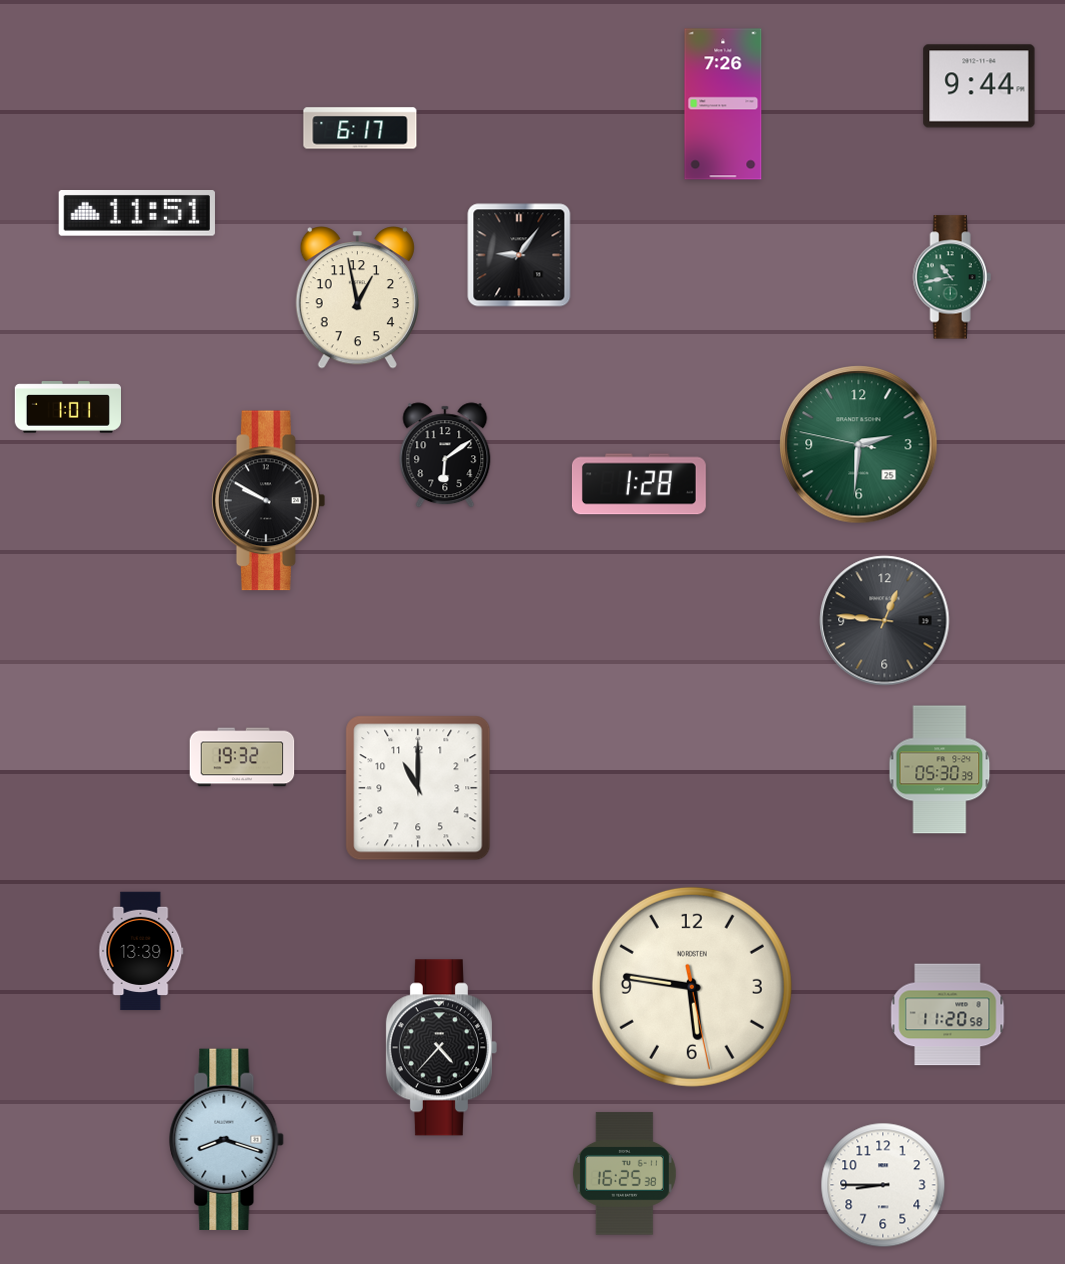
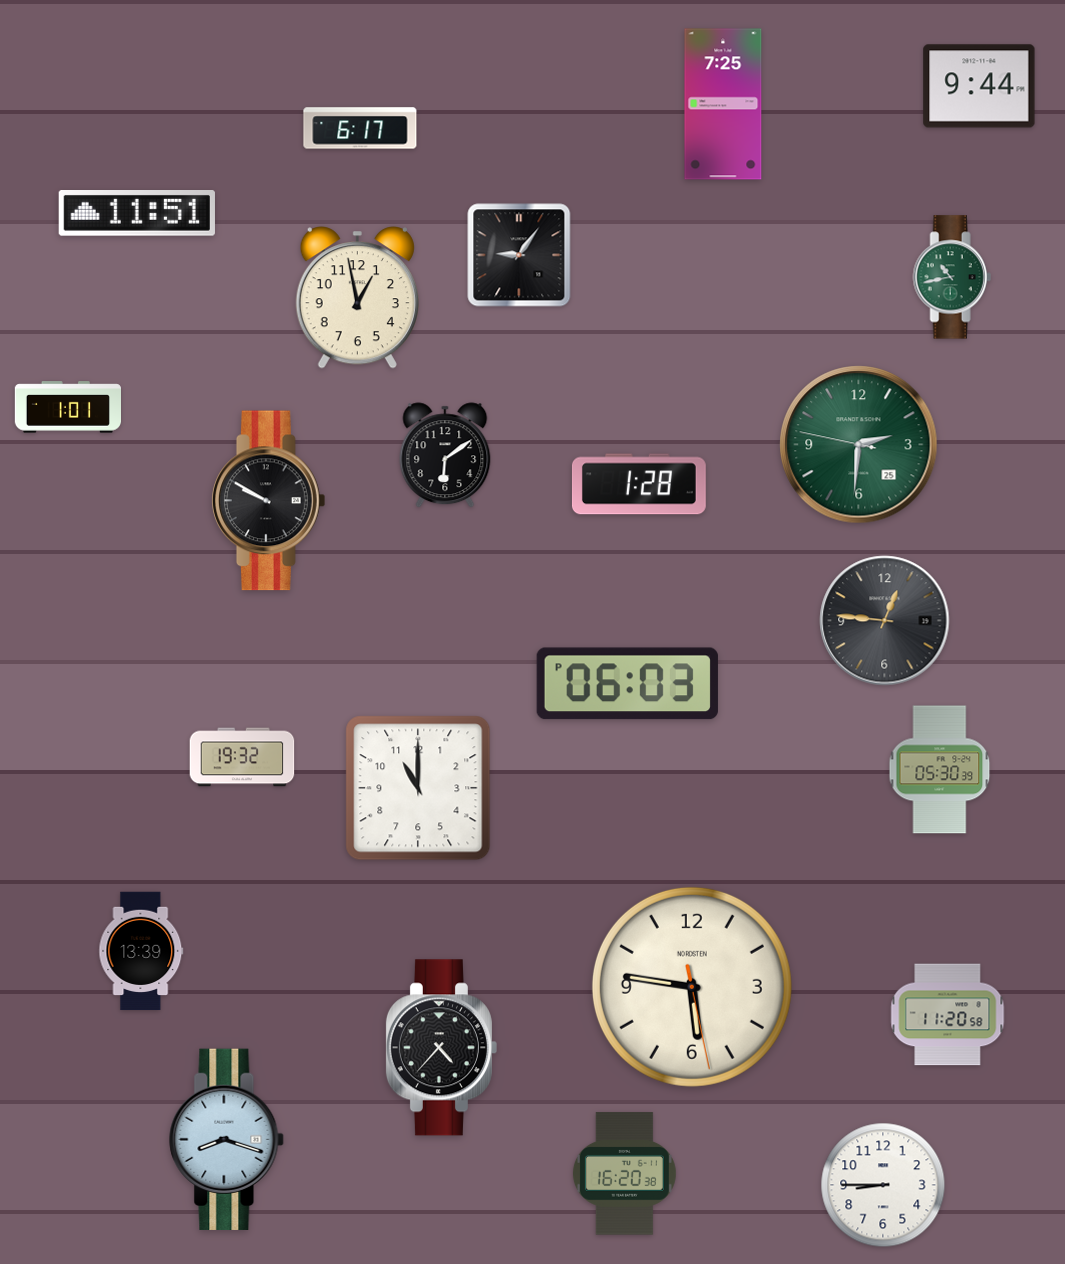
clock at (723, 104): 7:26 -> 7:25
clock at (627, 684): none -> 06:03
clock at (624, 1174): 16:25 -> 16:20
